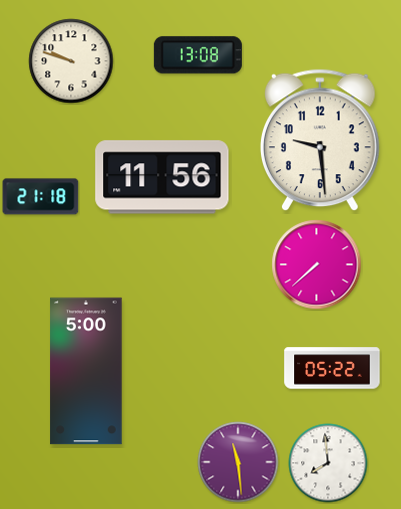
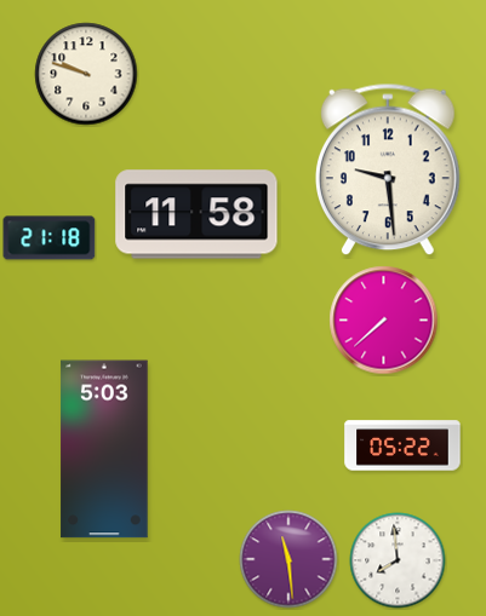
clock at (198, 55): 13:08 -> none
clock at (162, 177): 11:56 -> 11:58
clock at (86, 371): 5:00 -> 5:03
